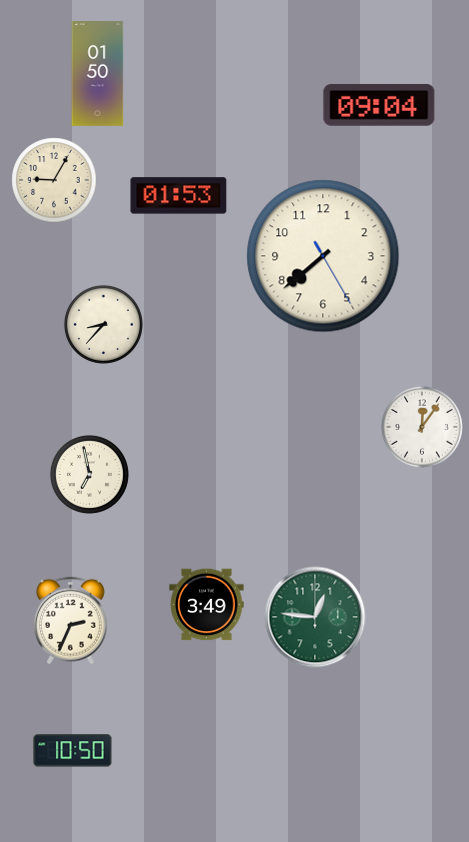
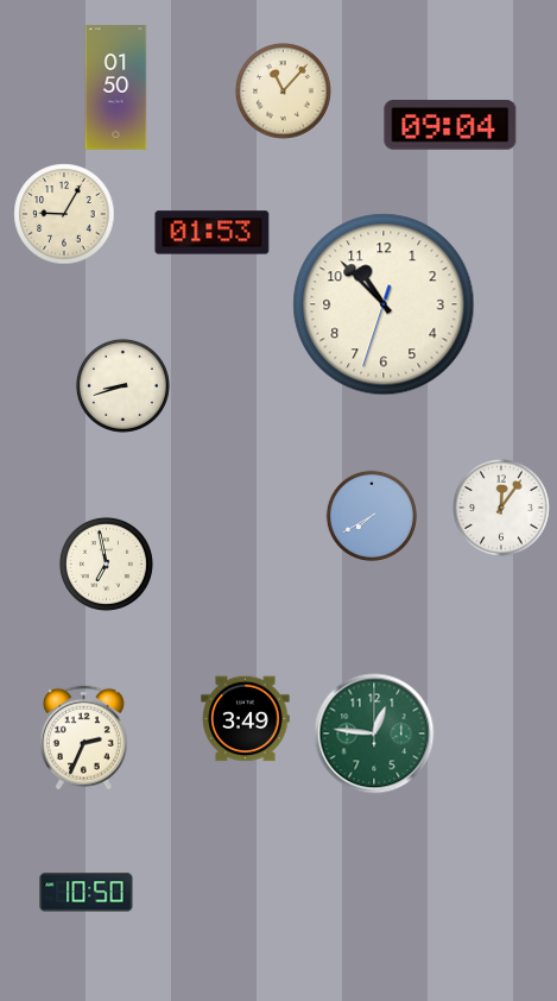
clock at (284, 92): none -> 11:07
clock at (323, 256): 7:38 -> 10:52
clock at (103, 324): 8:37 -> 8:42
clock at (371, 515): none -> 7:40
